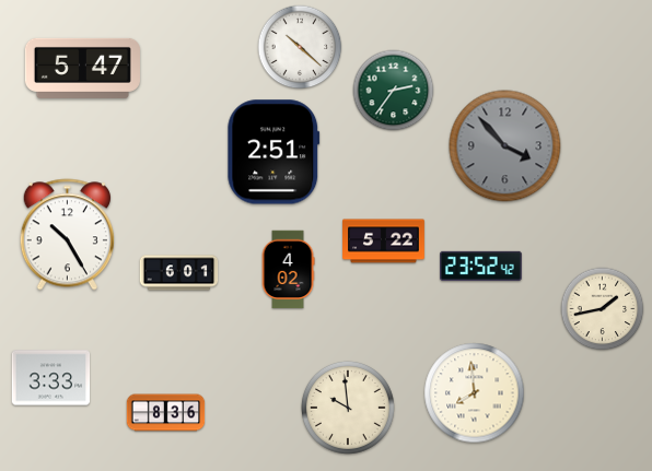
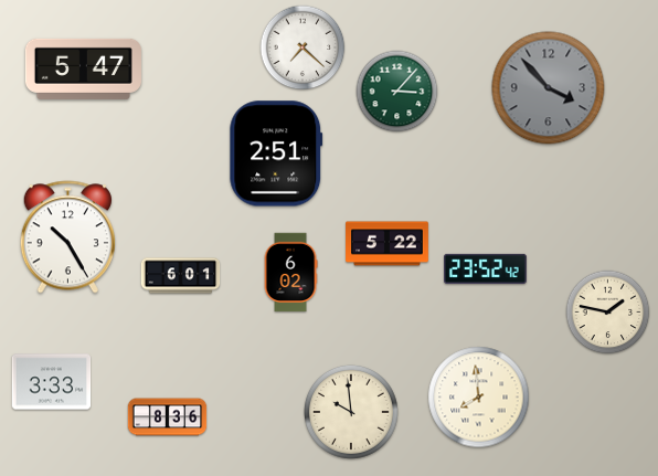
clock at (300, 47): 10:22 -> 7:22
clock at (394, 91): 2:36 -> 3:07
clock at (505, 146) position: (505, 146) -> (549, 88)
clock at (288, 270): 4:02 -> 6:02
clock at (603, 309): 1:43 -> 1:47
